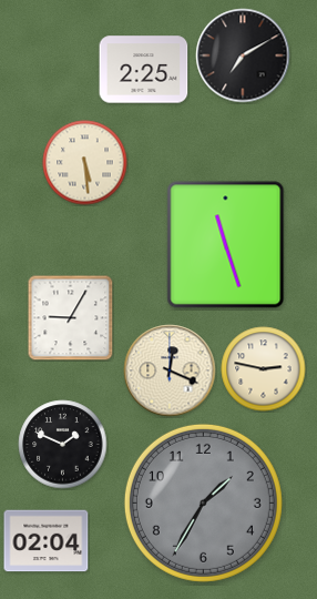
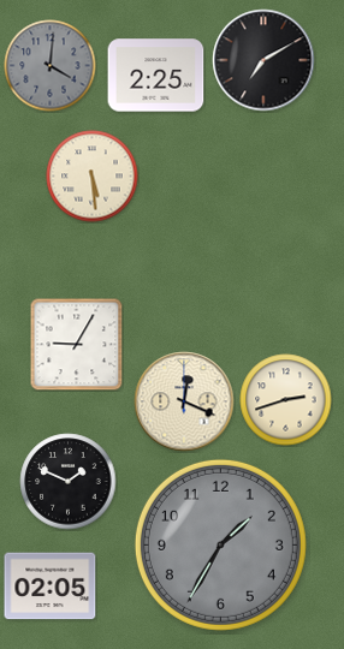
clock at (51, 66): none -> 4:01
clock at (226, 245): 11:27 -> none
clock at (264, 369): 2:47 -> 2:42
clock at (47, 541): 02:04 -> 02:05
